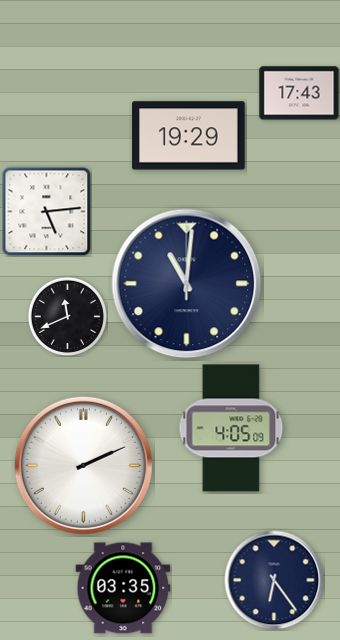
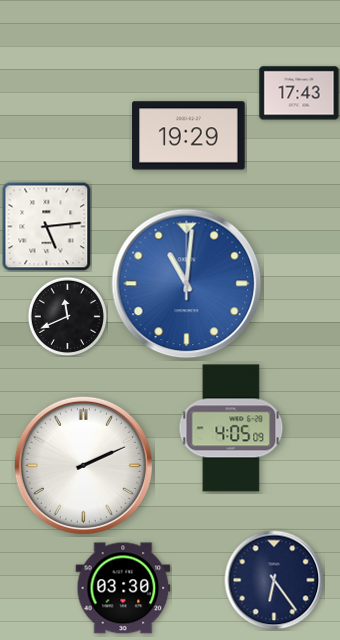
clock at (46, 211) position: (46, 211) -> (46, 226)
clock at (187, 284) dial: navy -> blue
clock at (123, 588): 03:35 -> 03:30
